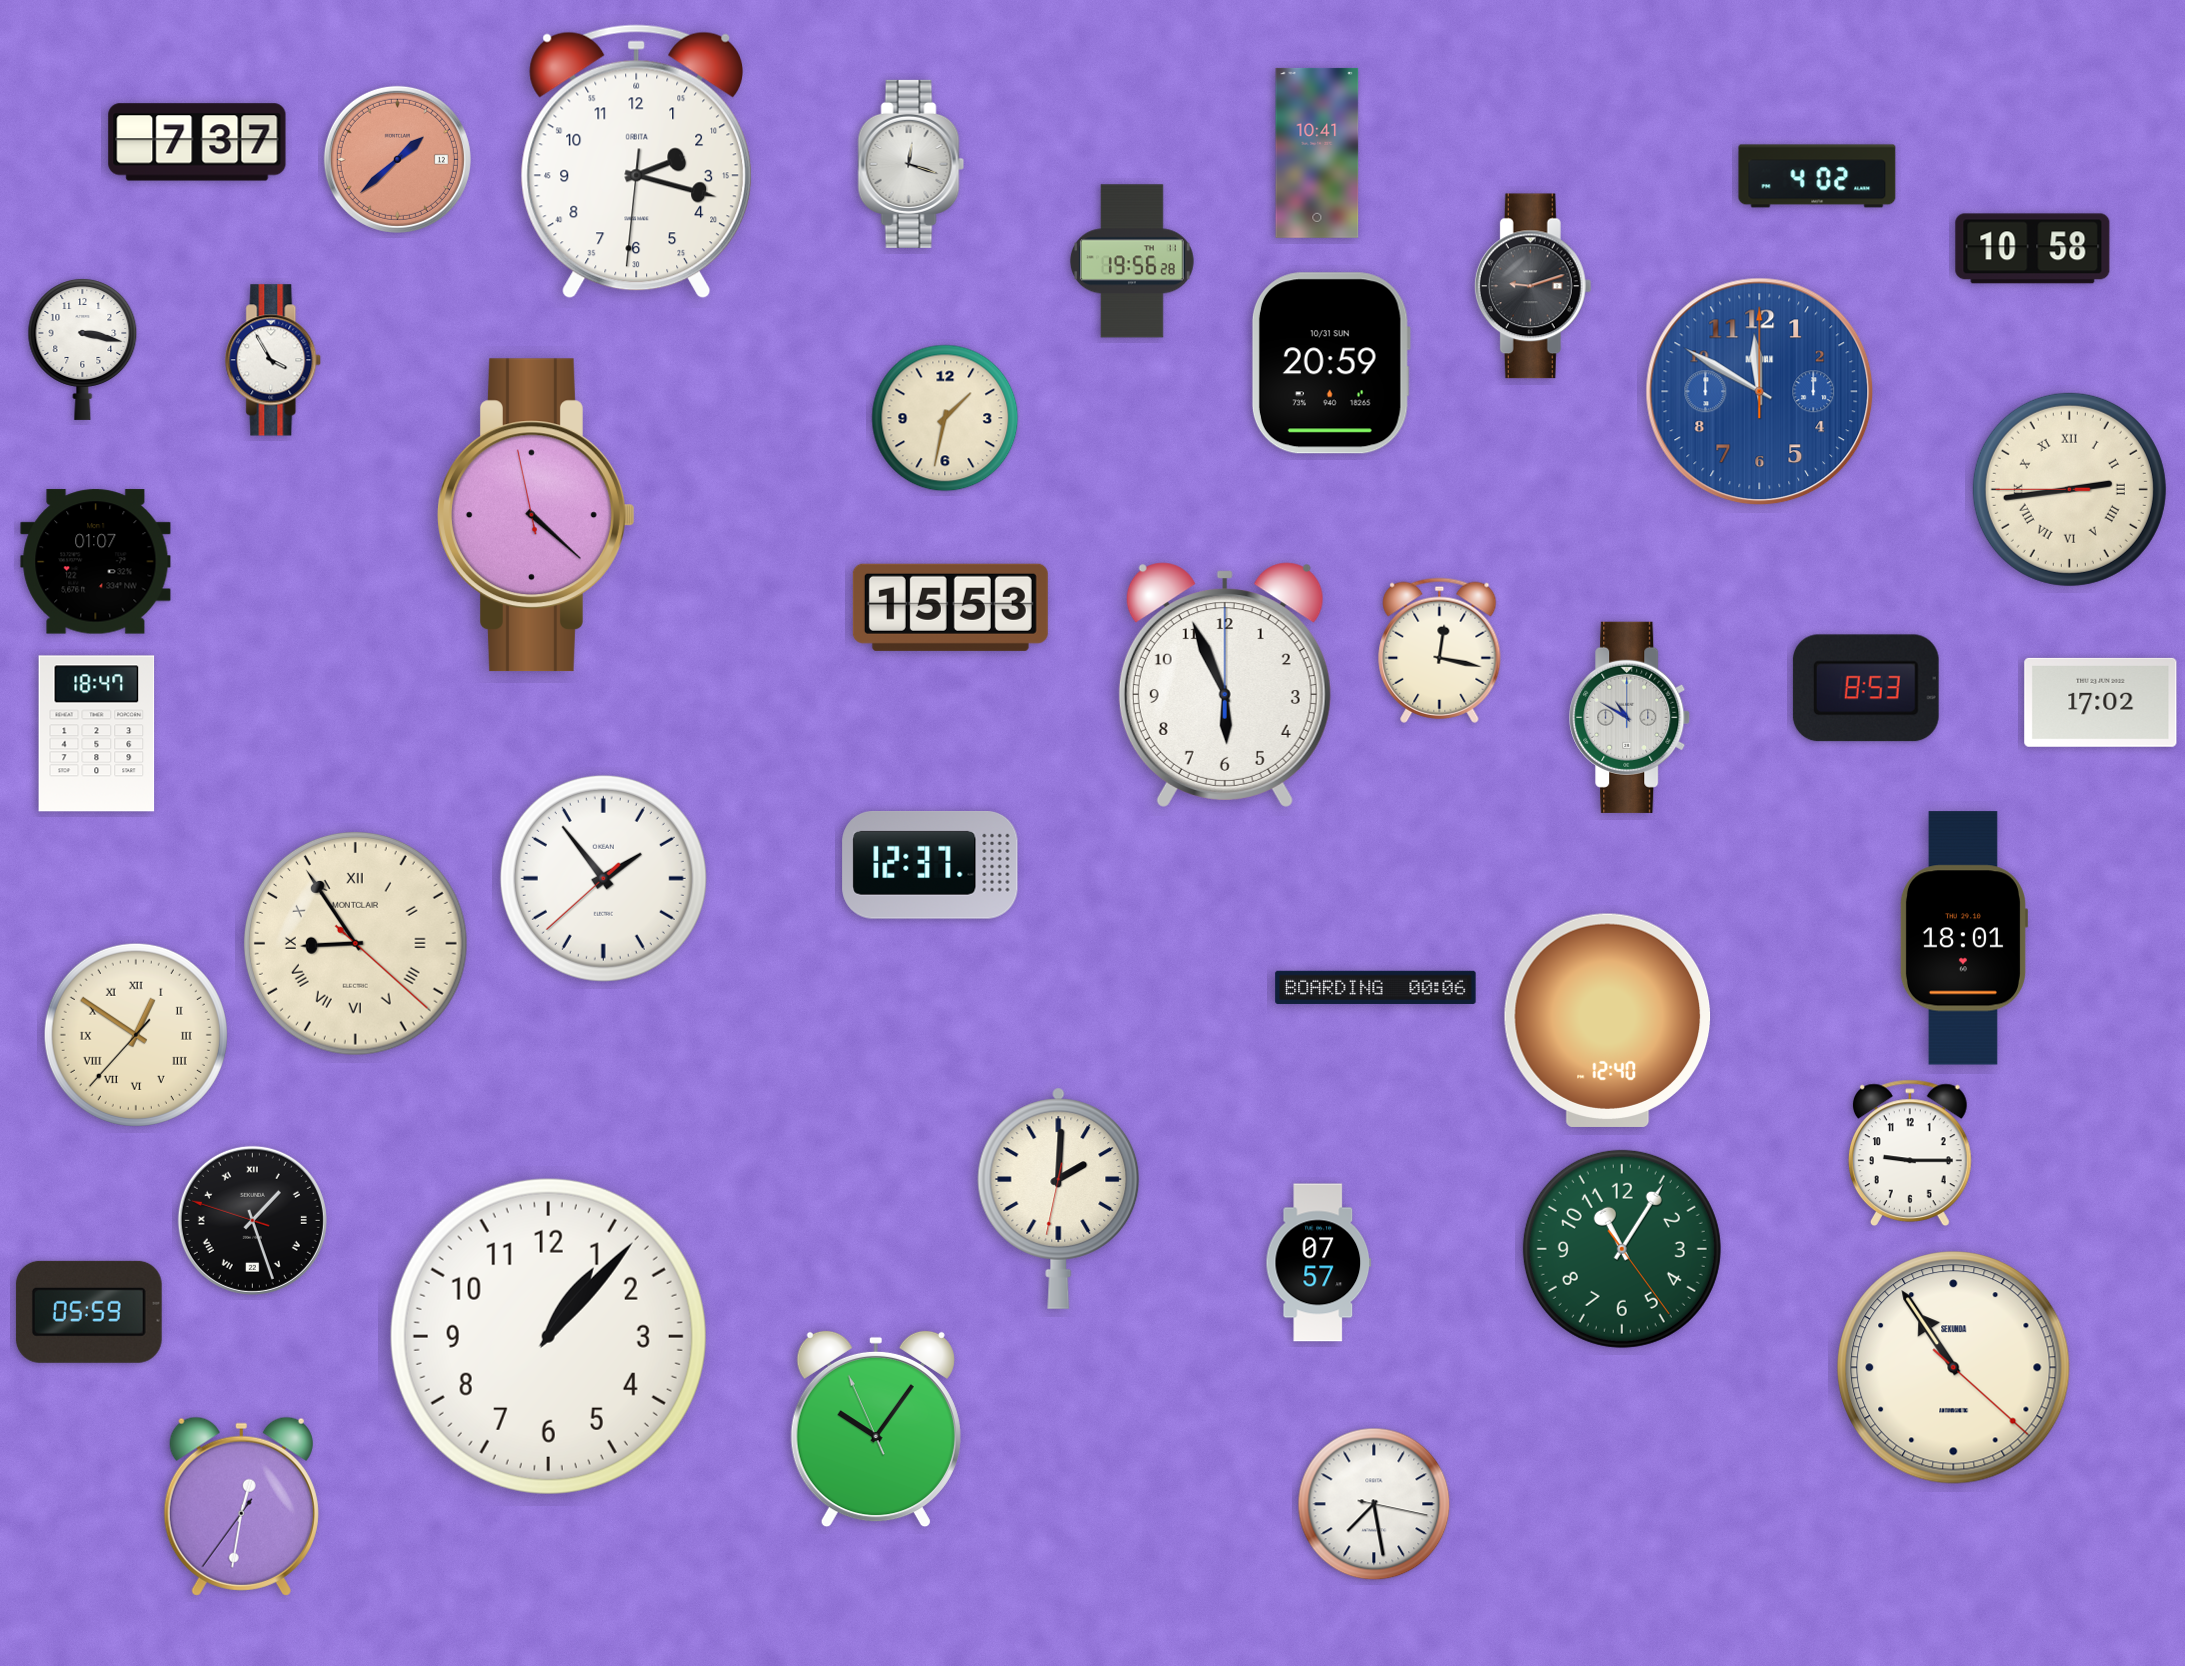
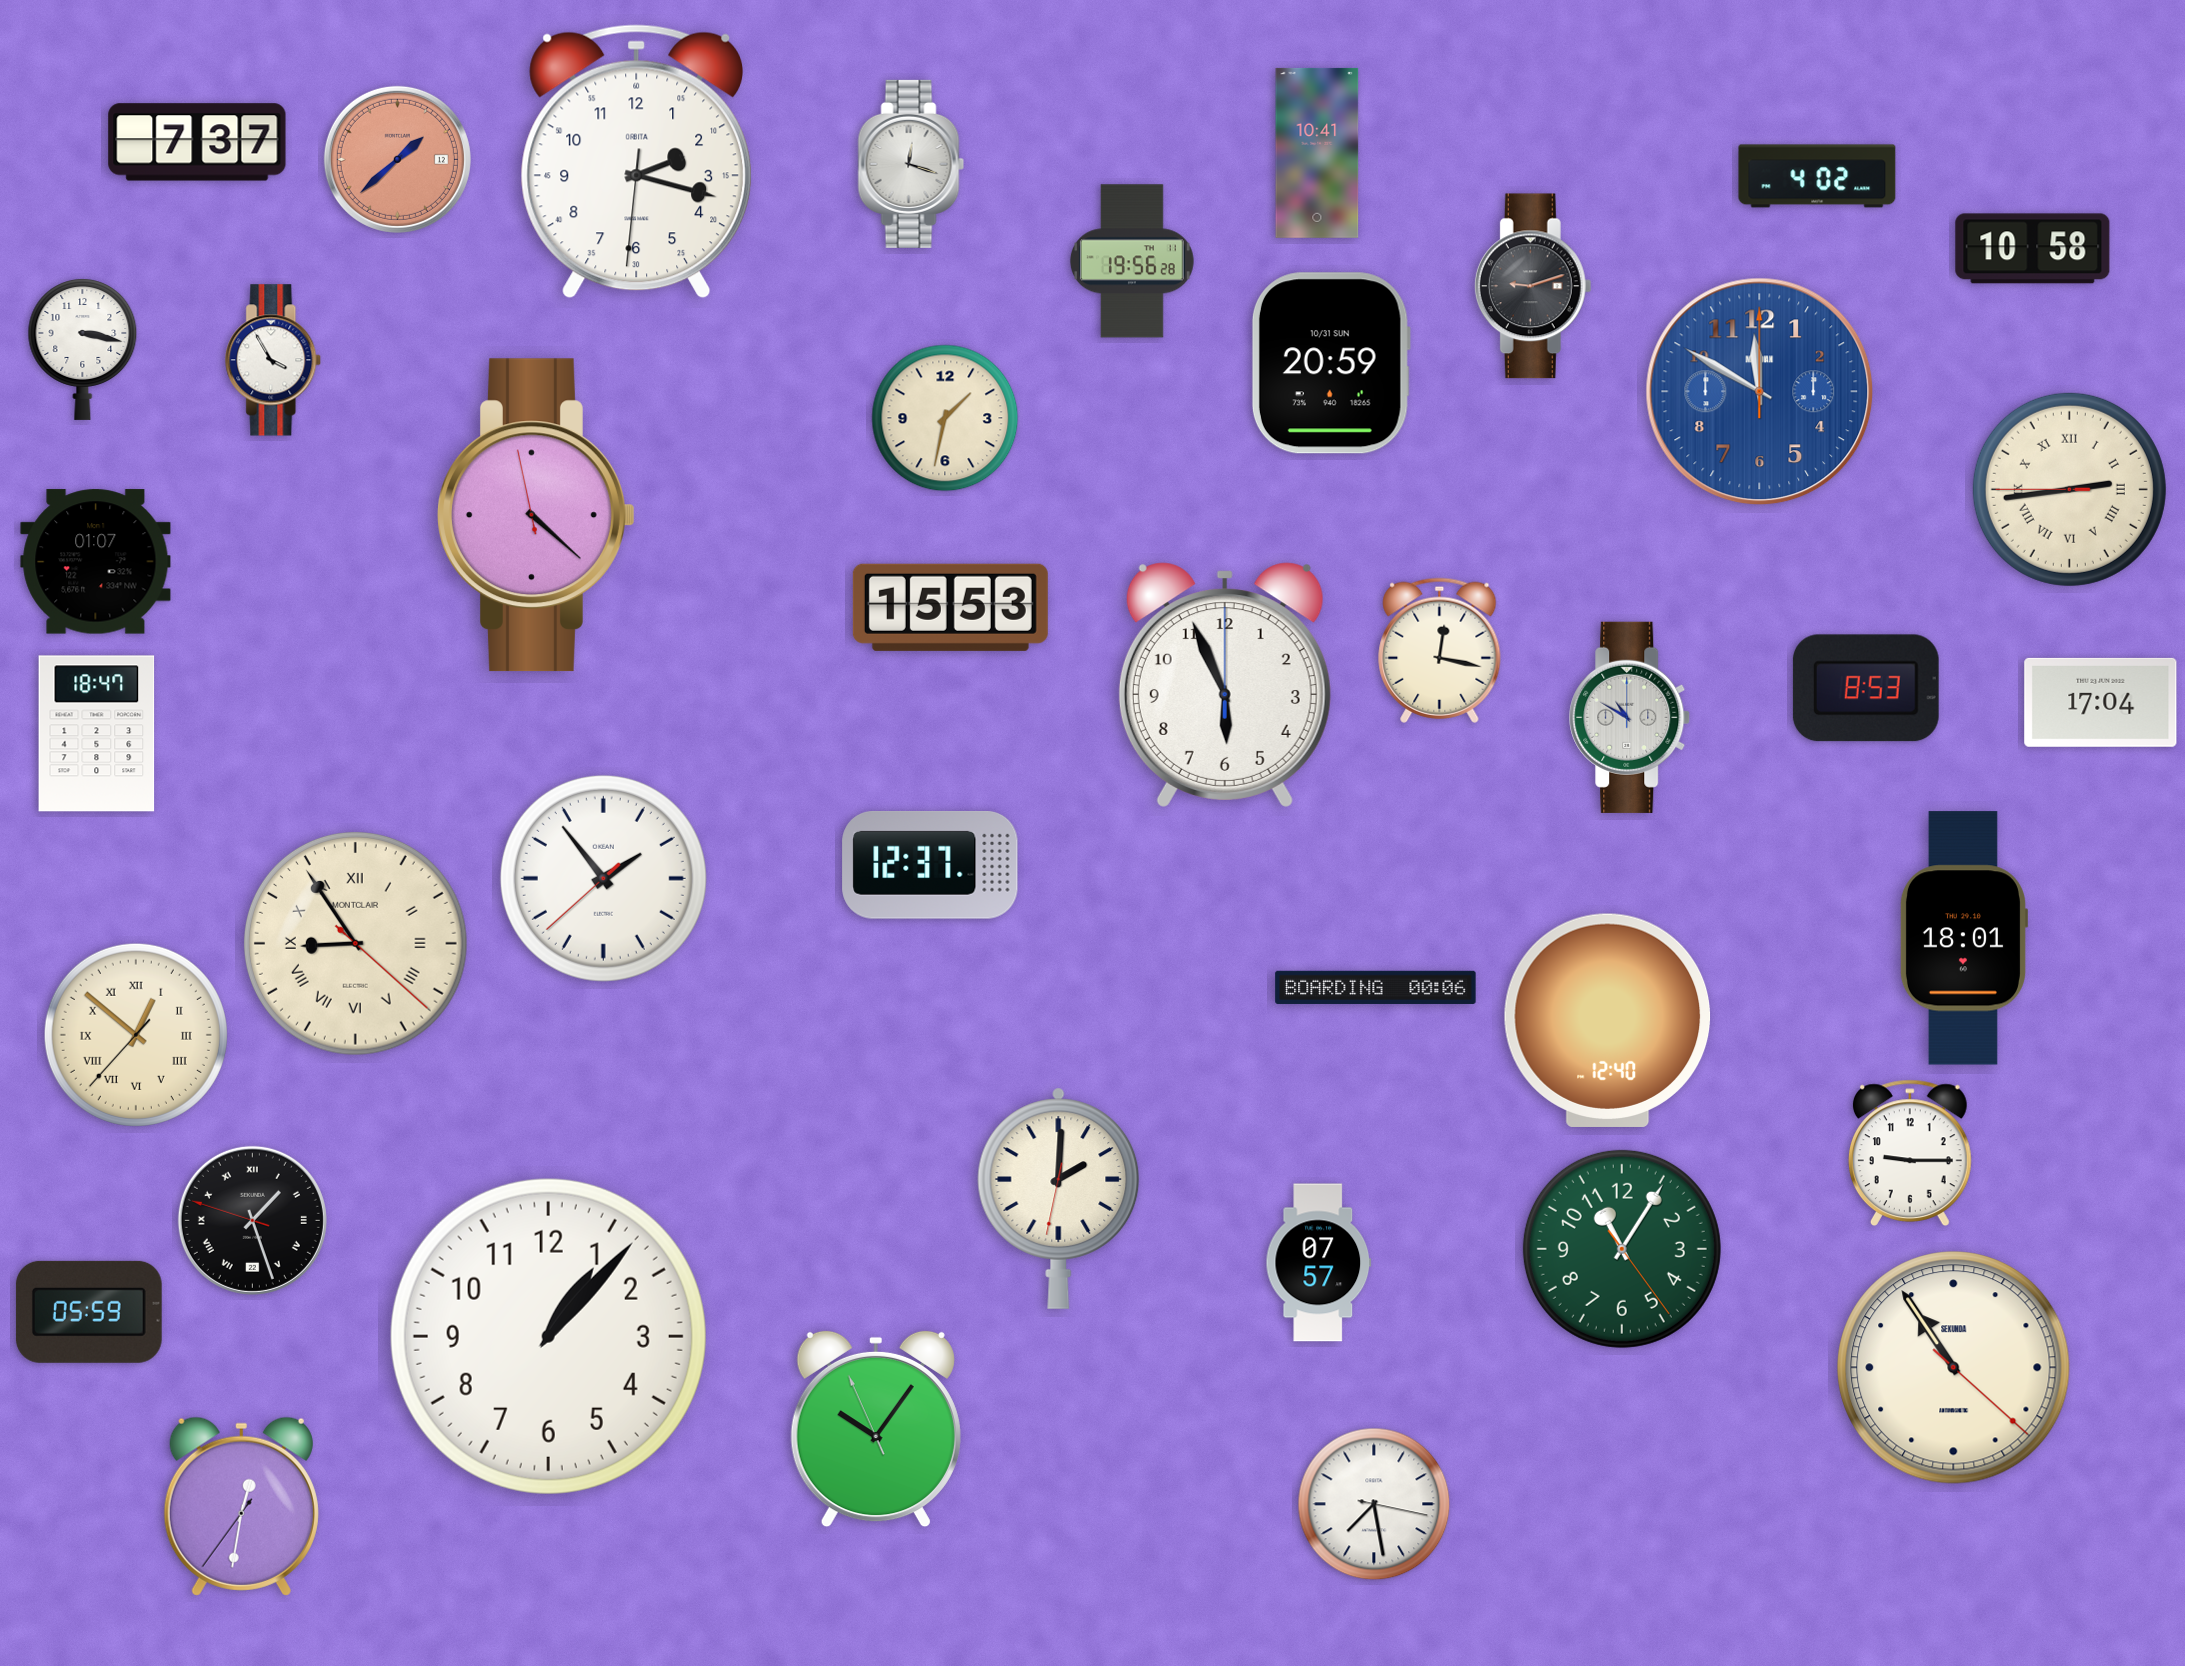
clock at (2101, 702): 17:02 -> 17:04
clock at (136, 1035): 12:50 -> 12:51
